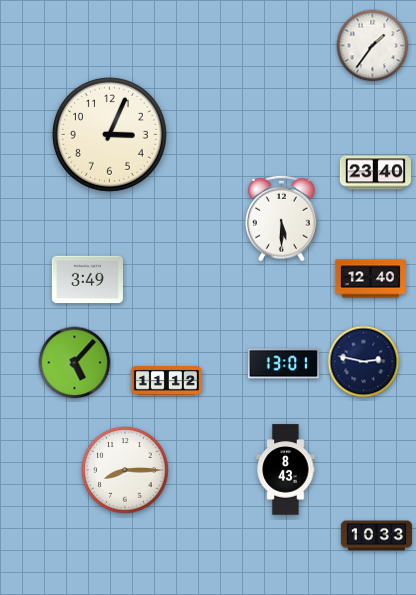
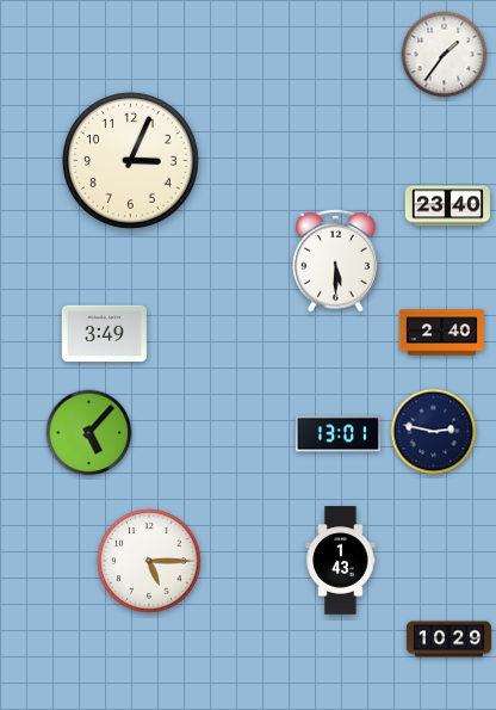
clock at (370, 279): 12:40 -> 2:40
clock at (166, 381): 11:12 -> none
clock at (125, 470): 8:15 -> 5:15
clock at (286, 470): 8:43 -> 1:43
clock at (376, 536): 10:33 -> 10:29
